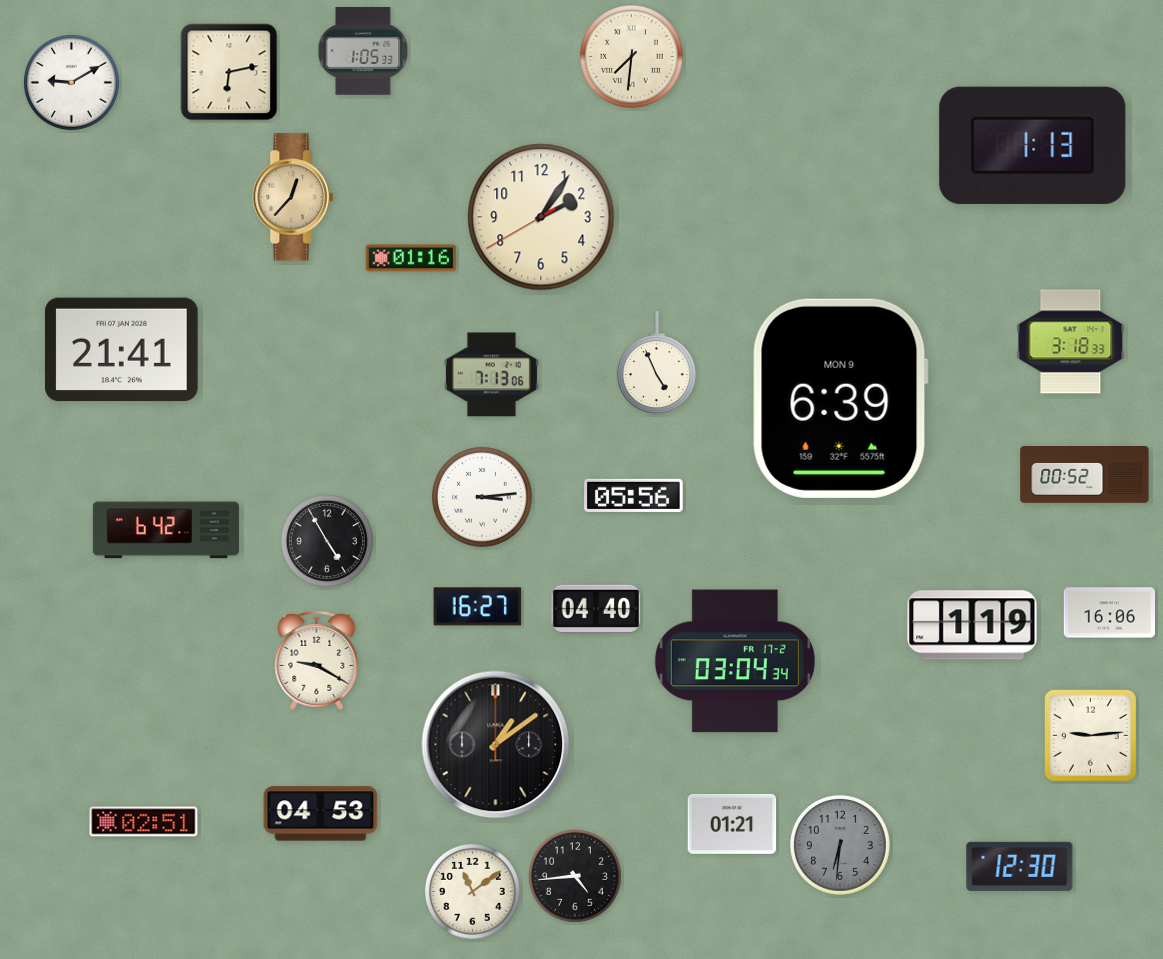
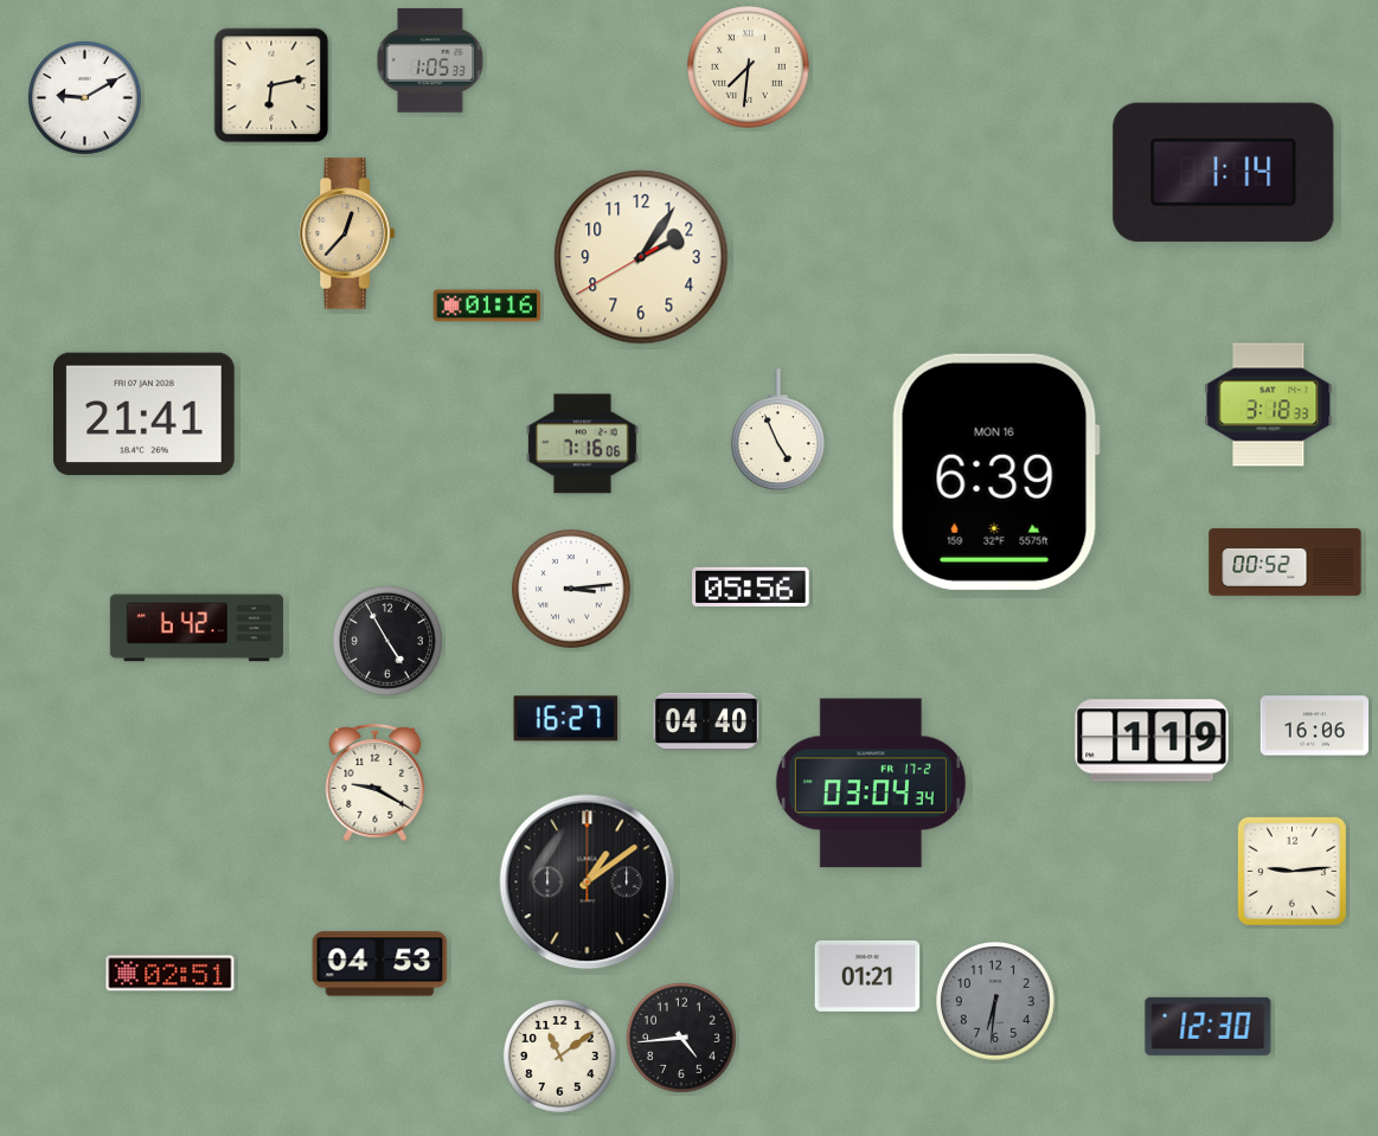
clock at (1033, 145): 1:13 -> 1:14
clock at (491, 375): 7:13 -> 7:16
clock at (840, 398) date: MON 9 -> MON 16
